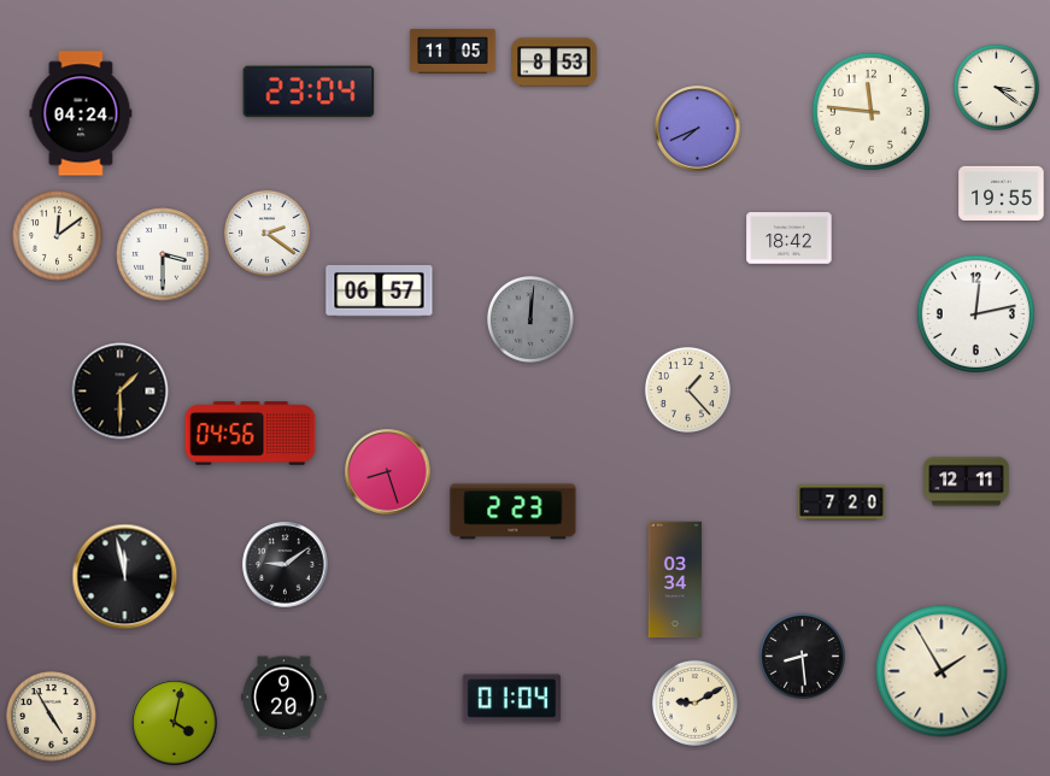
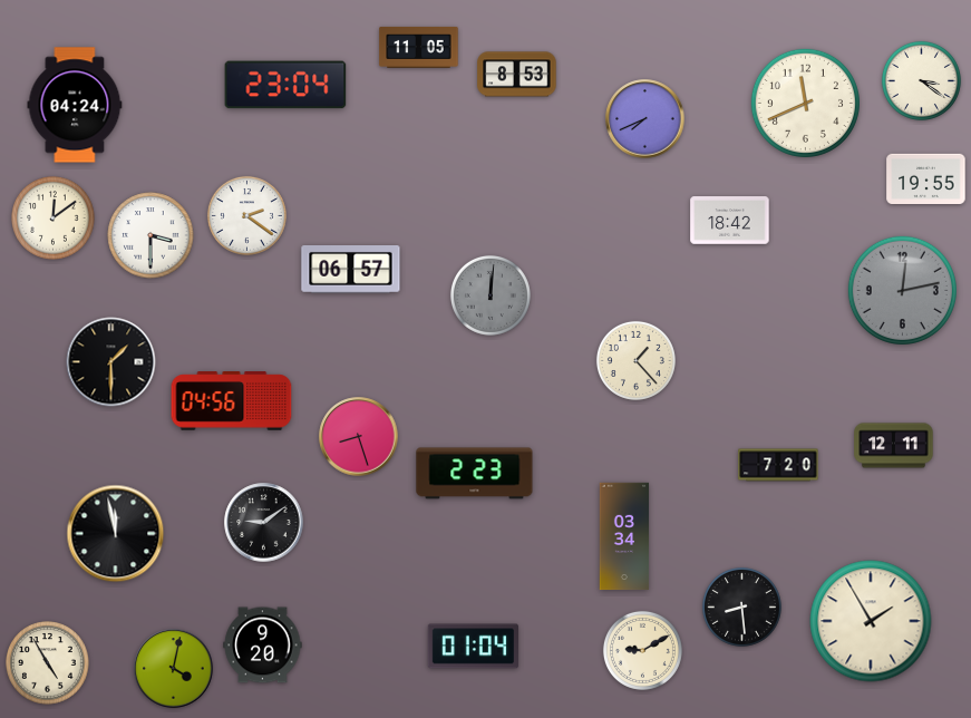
clock at (555, 63) position: (555, 63) -> (517, 75)
clock at (870, 111): 11:46 -> 11:41
clock at (975, 313) dial: white -> grey
clock at (175, 723) position: (175, 723) -> (174, 669)
